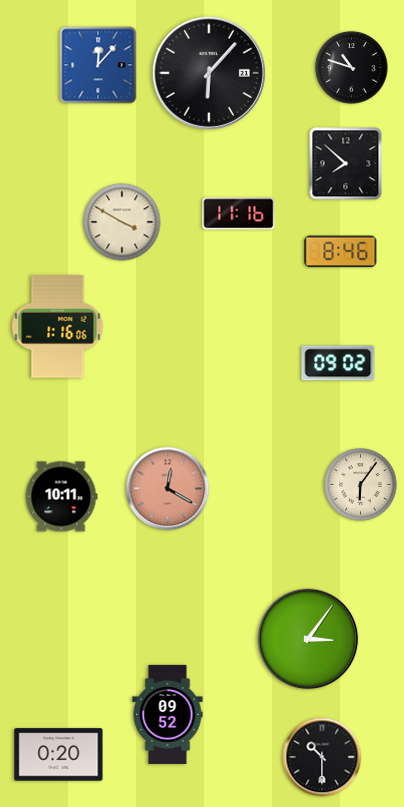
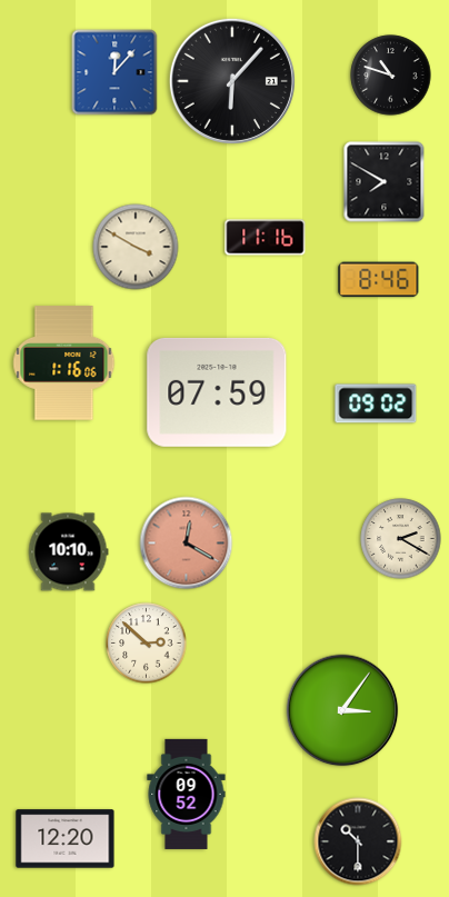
clock at (98, 65) position: (98, 65) -> (114, 72)
clock at (346, 164): 7:52 -> 7:50
clock at (217, 392): none -> 07:59
clock at (361, 485): 6:06 -> 2:20
clock at (61, 497): 10:11 -> 10:10
clock at (147, 644): none -> 2:52
clock at (59, 755): 0:20 -> 12:20
